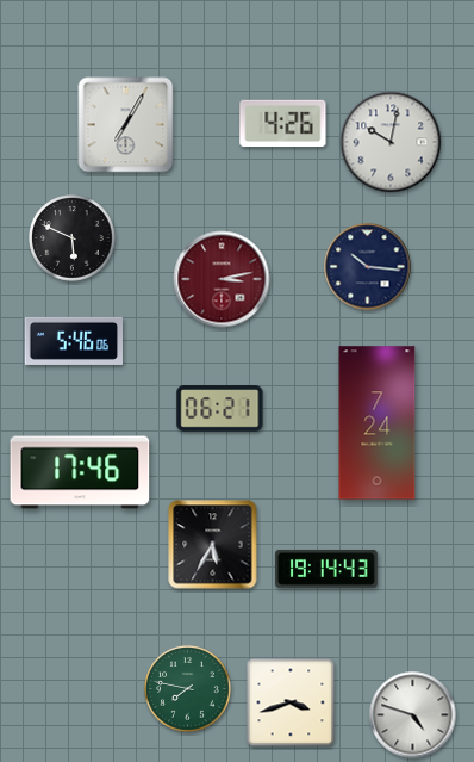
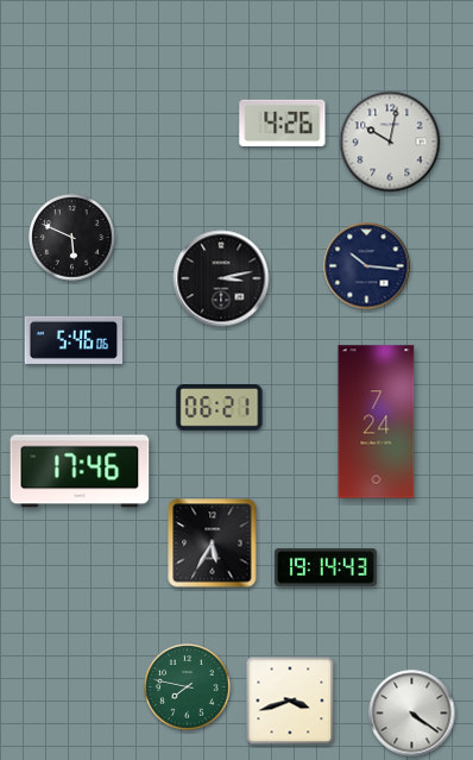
clock at (126, 125): 7:05 -> none
clock at (222, 279) dial: burgundy -> black
clock at (413, 715): 4:48 -> 4:21
